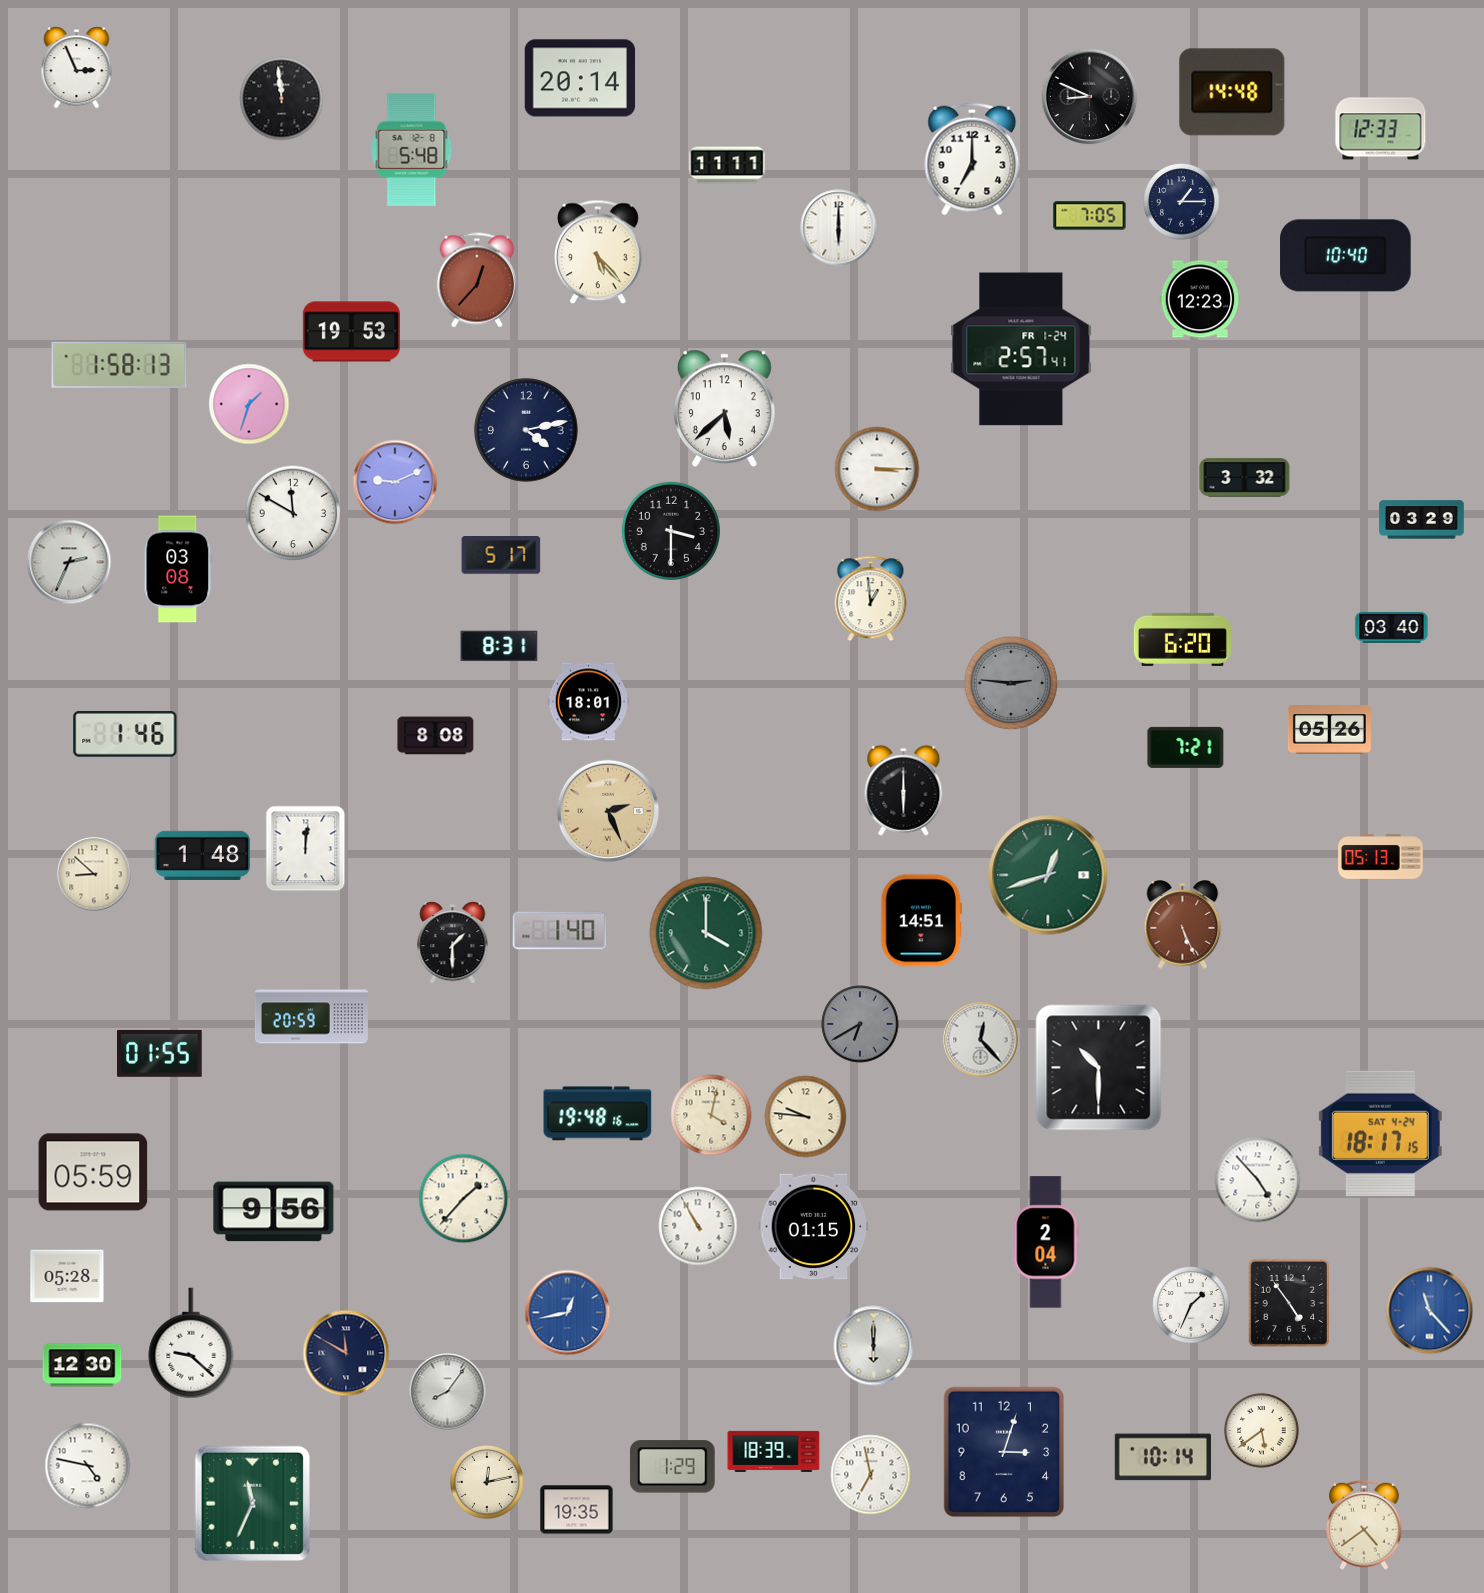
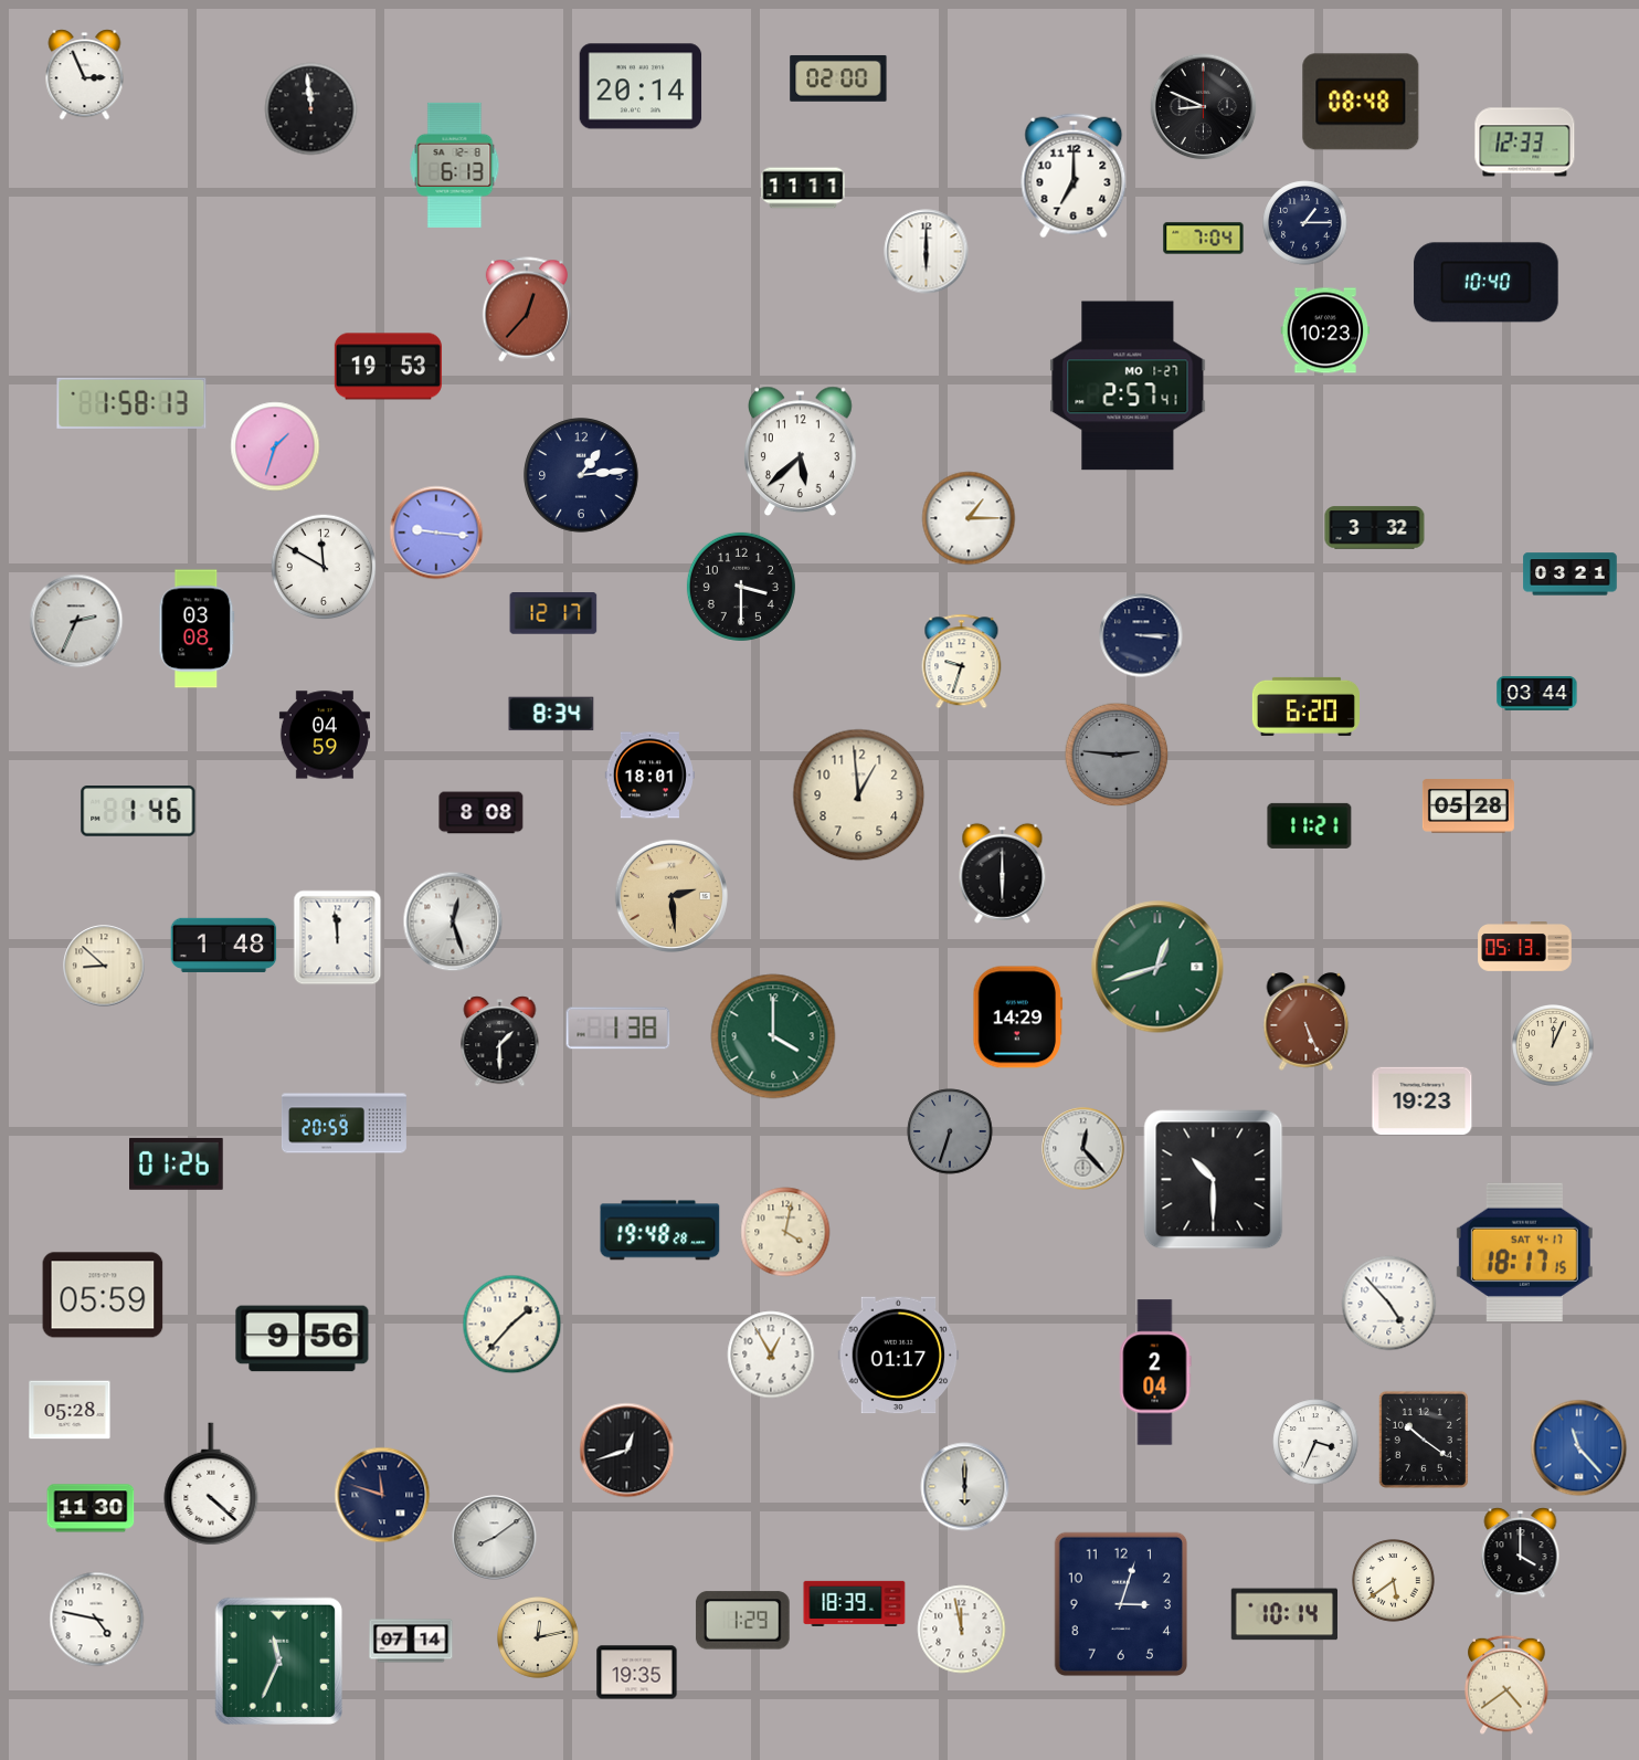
clock at (838, 78): none -> 02:00
clock at (1232, 92): 14:48 -> 08:48
clock at (412, 149): 5:48 -> 6:13
clock at (727, 165) position: (727, 165) -> (803, 188)
clock at (1090, 216): 7:05 -> 7:04
clock at (598, 252): 5:23 -> none
clock at (1200, 299): 12:23 -> 10:23
clock at (1021, 349) date: FR 1-24 -> MO 1-27
clock at (526, 430): 4:13 -> 1:14
clock at (877, 469): 3:15 -> 1:15
clock at (395, 482): 9:11 -> 9:16
clock at (1422, 520): 03:29 -> 03:21
clock at (501, 556): 5:17 -> 12:17
clock at (1141, 635): none -> 3:15
clock at (871, 599): 12:59 -> 9:33
clock at (1392, 627): 03:40 -> 03:44
clock at (499, 646): 8:31 -> 8:34
clock at (325, 735): none -> 04:59
clock at (859, 795): none -> 12:59
clock at (1329, 730): 05:26 -> 05:28
clock at (1186, 747): 7:21 -> 11:21
clock at (904, 790) position: (904, 790) -> (1003, 873)
clock at (608, 811): 2:26 -> 2:29
clock at (453, 921): none -> 12:27
clock at (306, 849): 12:01 -> 11:59
clock at (922, 921): 14:51 -> 14:29
clock at (560, 931): 1:40 -> 1:38
clock at (706, 933) position: (706, 933) -> (773, 1036)
clock at (1554, 1046): none -> 12:04
clock at (1423, 1102): none -> 19:23
clock at (860, 1024): 6:40 -> 6:33
clock at (160, 1053): 01:55 -> 01:26
clock at (598, 1114): 19:48:16 -> 19:48:28
clock at (806, 1117): 9:46 -> none
clock at (1380, 1133) date: SAT 4-24 -> SAT 4-17
clock at (698, 1226): 10:55 -> 12:55
clock at (814, 1227): 01:15 -> 01:17
clock at (67, 1276) position: (67, 1276) -> (70, 1410)
clock at (1289, 1303): 4:54 -> 10:21
clock at (1191, 1305): 1:34 -> 3:34
clock at (568, 1313): 12:43 -> 12:42
clock at (568, 1313) dial: blue -> black
clock at (191, 1343): 9:22 -> 4:22
clock at (346, 1353): 11:50 -> 11:48
clock at (82, 1365): 12:30 -> 11:30
clock at (448, 1392): 8:06 -> 8:09
clock at (1521, 1553): none -> 4:00
clock at (1003, 1452) position: (1003, 1452) -> (1120, 1604)
clock at (1163, 1457) position: (1163, 1457) -> (1284, 1614)
clock at (871, 1475): 6:58 -> 11:58
clock at (411, 1641): none -> 07:14
clock at (577, 1510) position: (577, 1510) -> (637, 1673)
